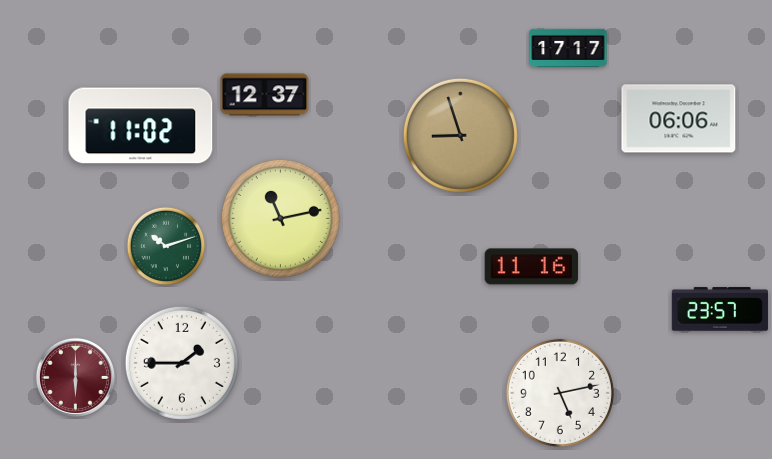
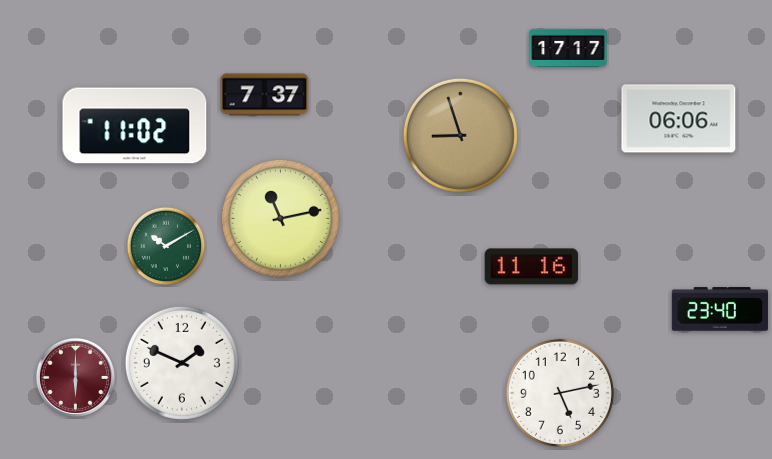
clock at (265, 95): 12:37 -> 7:37
clock at (141, 126) position: (141, 126) -> (135, 126)
clock at (166, 246): 10:12 -> 10:10
clock at (720, 309): 23:57 -> 23:40
clock at (182, 363): 1:45 -> 1:49
